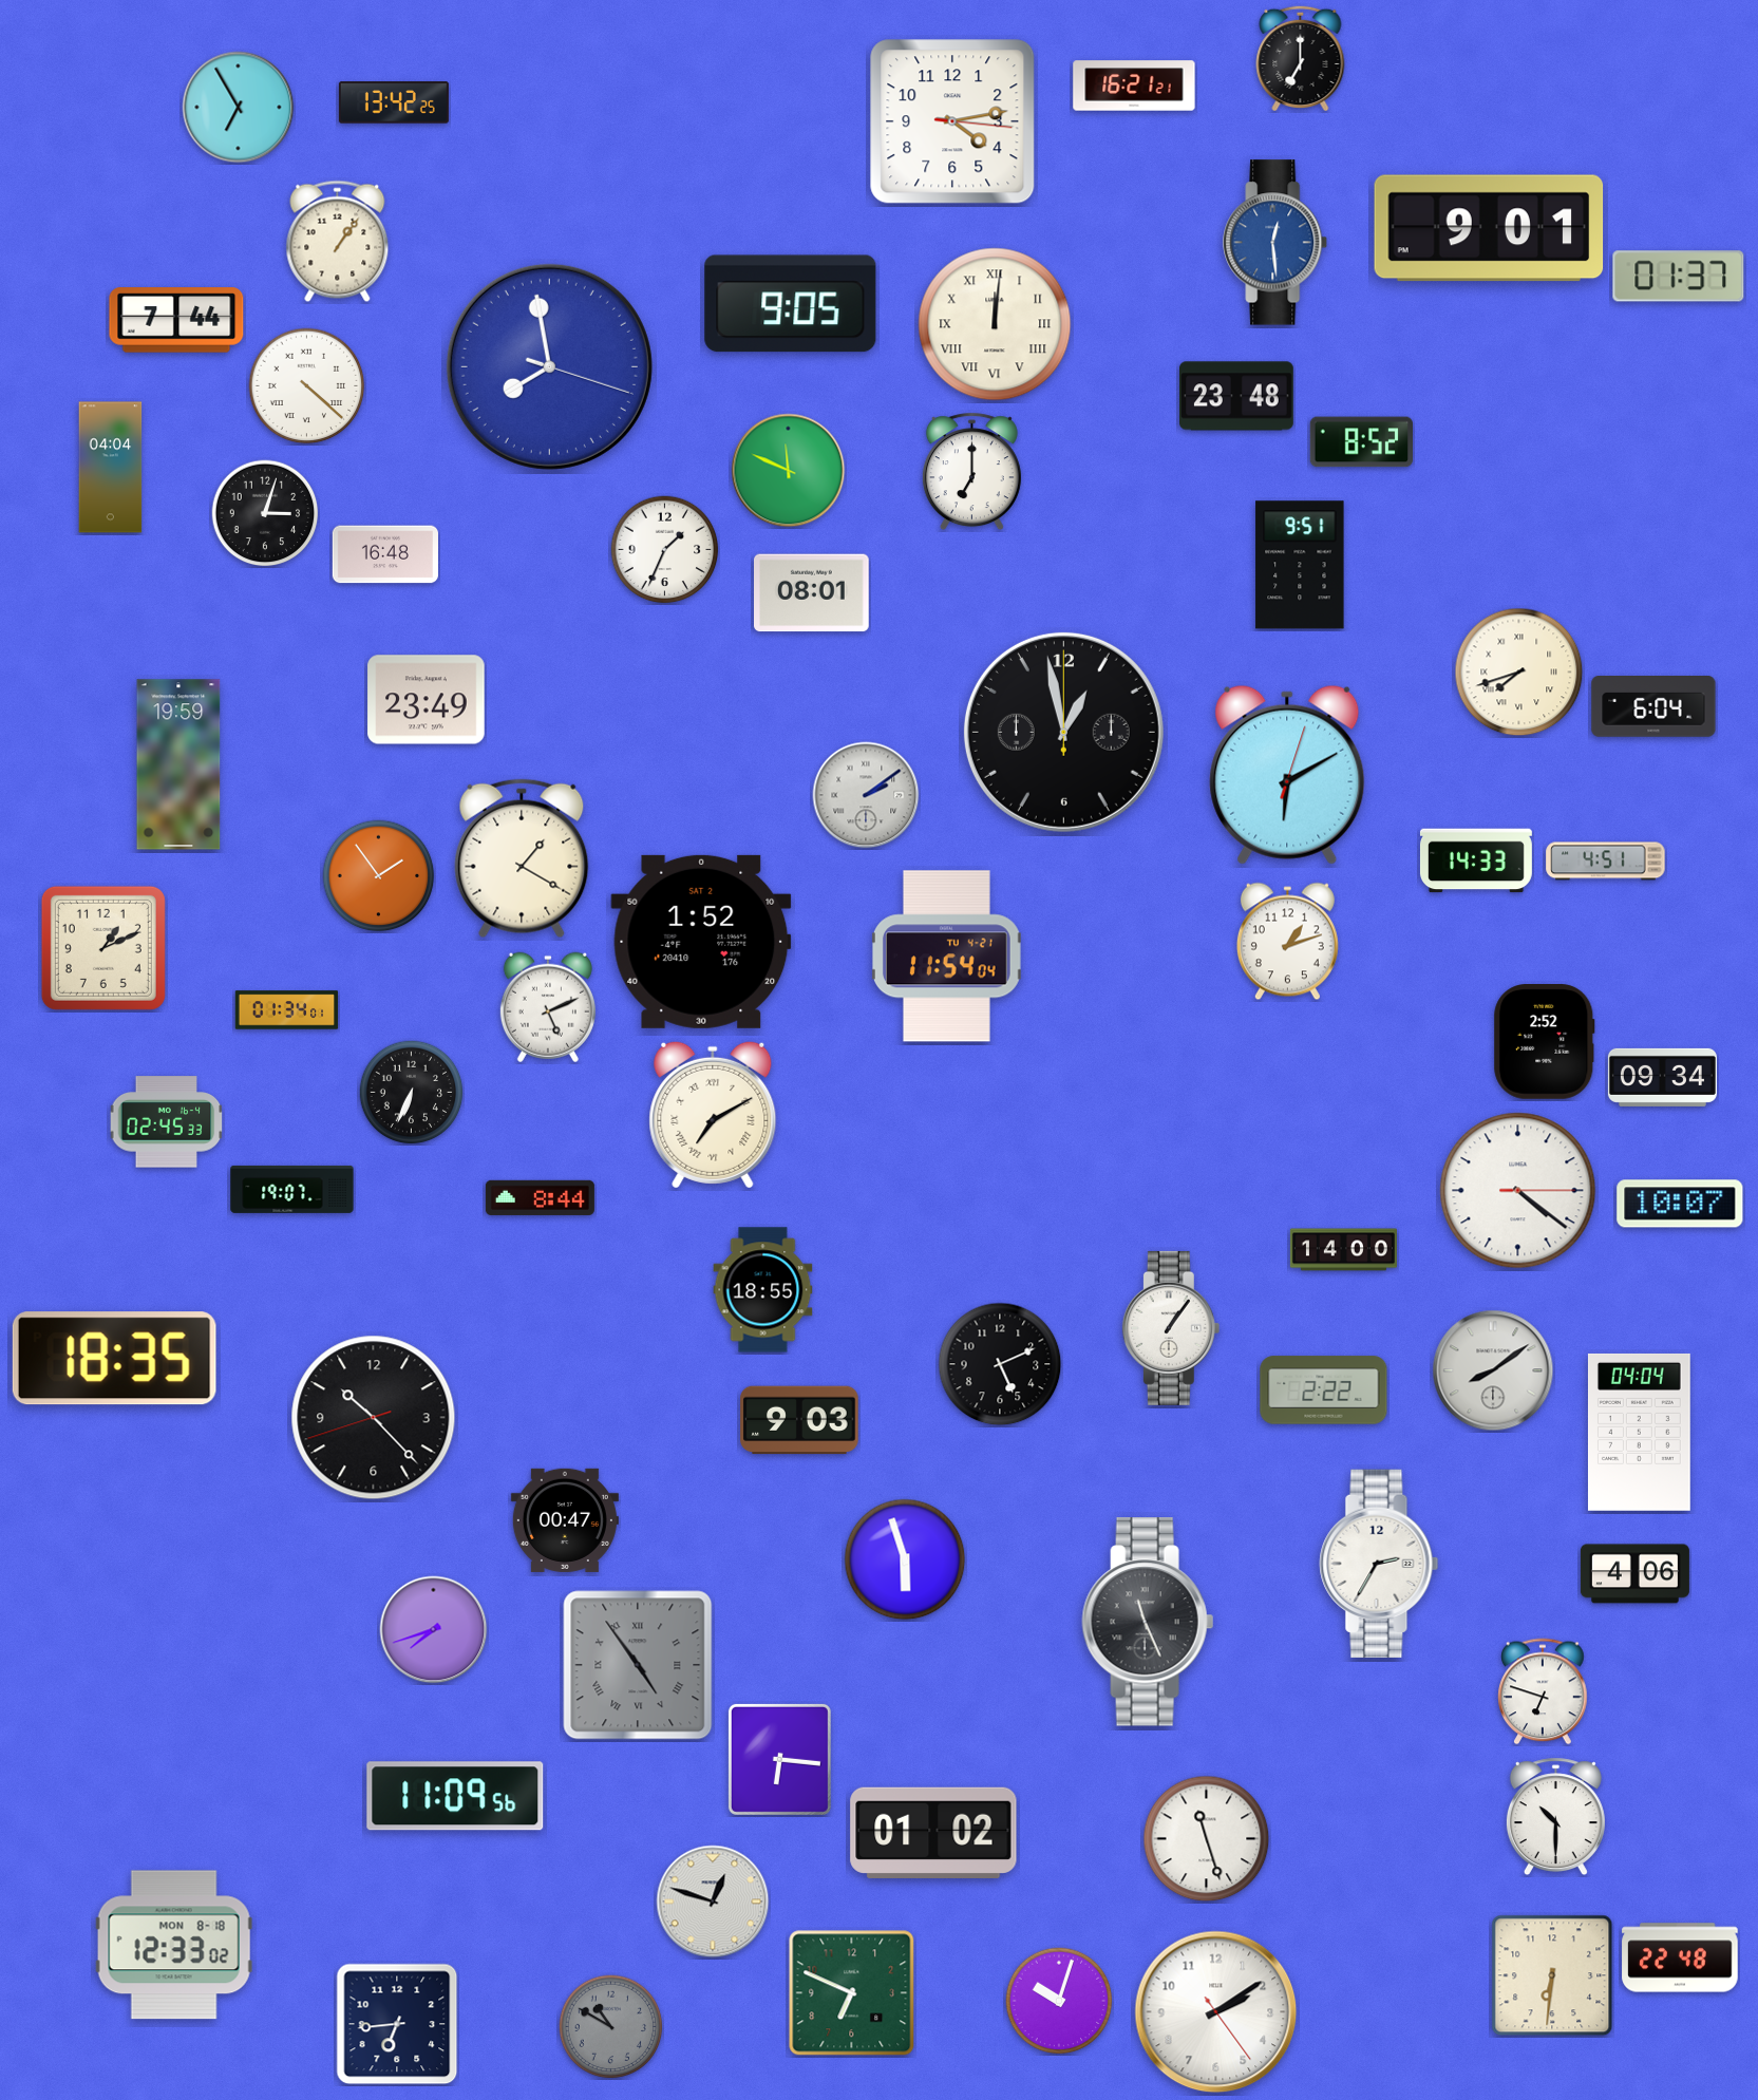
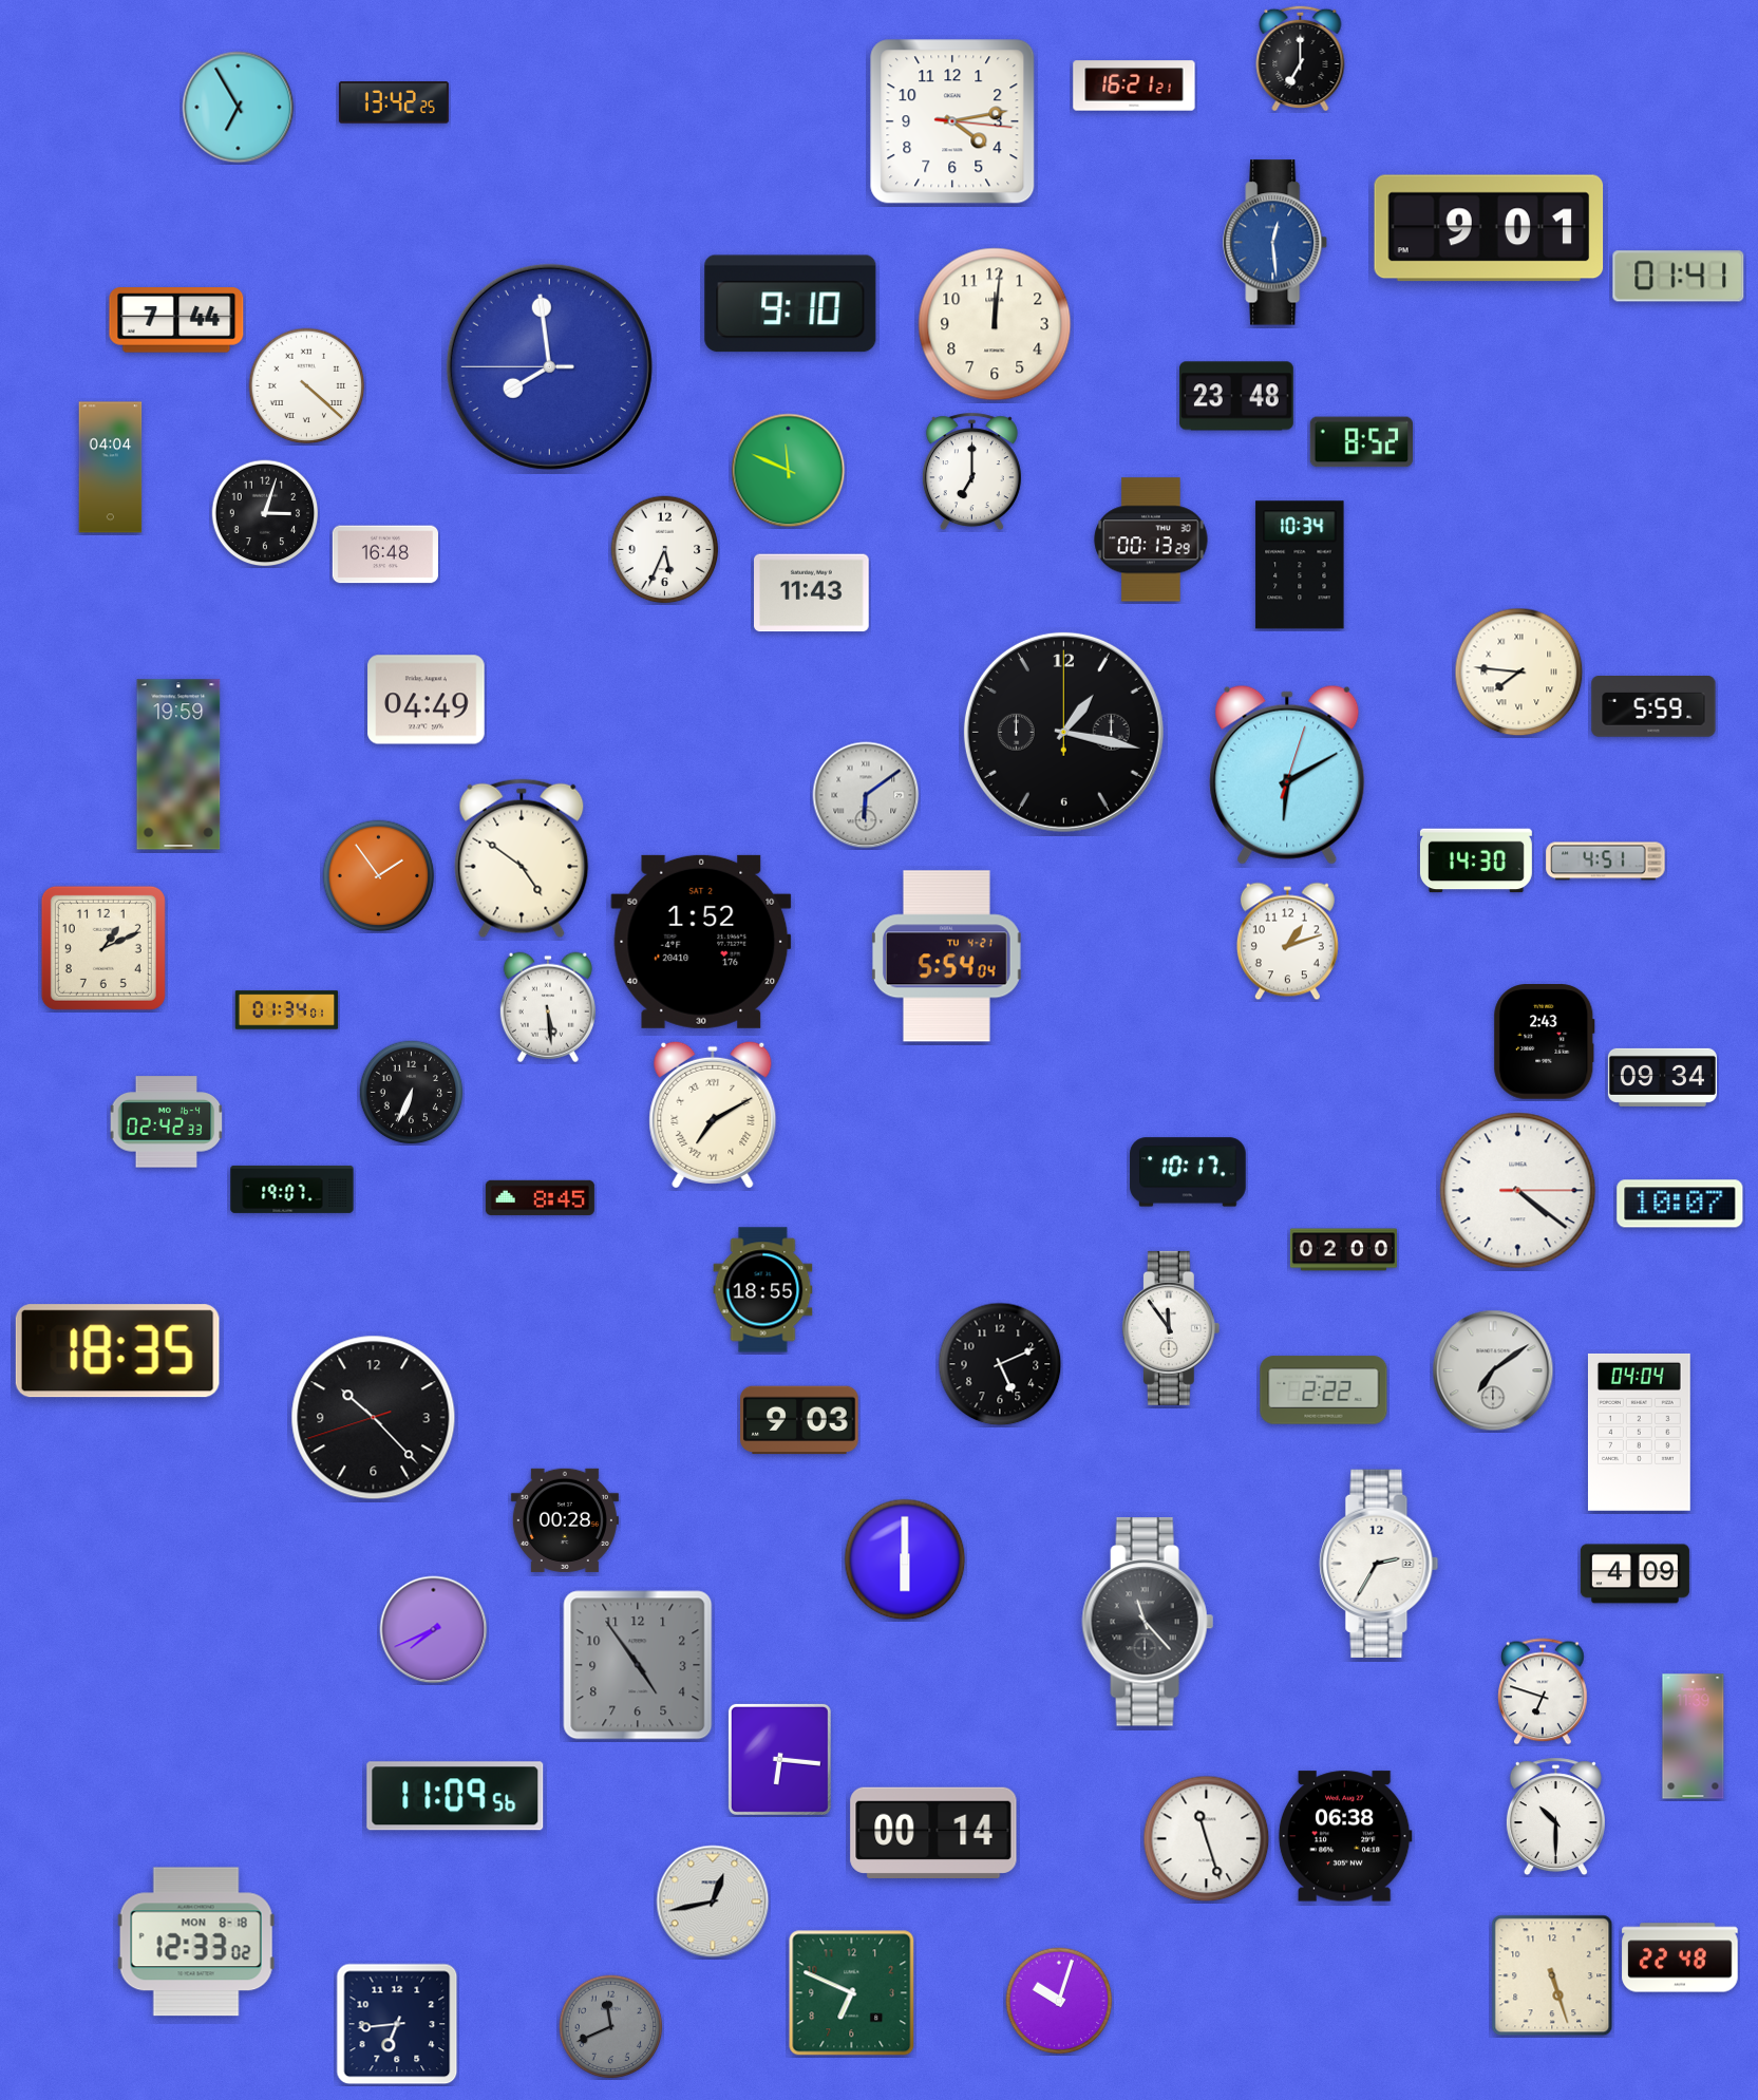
clock at (338, 242): 1:06 -> none
clock at (1679, 277): 01:37 -> 01:41
clock at (791, 304): 9:05 -> 9:10
clock at (995, 324) numerals: Roman -> Arabic
clock at (549, 366): 7:58:18 -> 7:58:45
clock at (1151, 540): none -> 00:13
clock at (665, 550): 1:34 -> 5:34
clock at (1300, 565): 9:51 -> 10:34
clock at (812, 593): 08:01 -> 11:43
clock at (1519, 673): 7:42 -> 7:46
clock at (427, 700): 23:49 -> 04:49
clock at (1653, 707): 6:04 -> 5:59
clock at (1063, 732): 12:58 -> 1:17
clock at (866, 795): 2:09 -> 6:09
clock at (522, 858): 1:20 -> 4:51
clock at (1476, 860): 14:33 -> 14:30
clock at (947, 957): 11:54 -> 5:54
clock at (548, 1007): 5:11 -> 5:29
clock at (1545, 1042): 2:52 -> 2:43
clock at (167, 1122): 02:45 -> 02:42
clock at (1188, 1172): none -> 10:17
clock at (540, 1197): 8:44 -> 8:45
clock at (1343, 1250): 14:00 -> 02:00
clock at (1171, 1328): 1:06 -> 11:54
clock at (114, 1359) position: (114, 1359) -> (117, 1351)
clock at (1493, 1370): 8:09 -> 7:09
clock at (565, 1520): 00:47 -> 00:28
clock at (905, 1559): 5:57 -> 6:00
clock at (1634, 1574): 4:06 -> 4:09
clock at (1148, 1622): 11:26 -> 11:23
clock at (434, 1630): 7:42 -> 7:41
clock at (638, 1665) numerals: Roman -> Arabic
clock at (1694, 1737): none -> 11:39
clock at (933, 1833): 01:02 -> 00:14
clock at (1345, 1836): none -> 06:38
clock at (713, 1902): 12:48 -> 12:43
clock at (174, 1945) position: (174, 1945) -> (196, 1942)
clock at (1552, 1975): 6:31 -> 5:27
clock at (1216, 2012): 2:09 -> none
clock at (611, 2027): 10:50 -> 11:41
